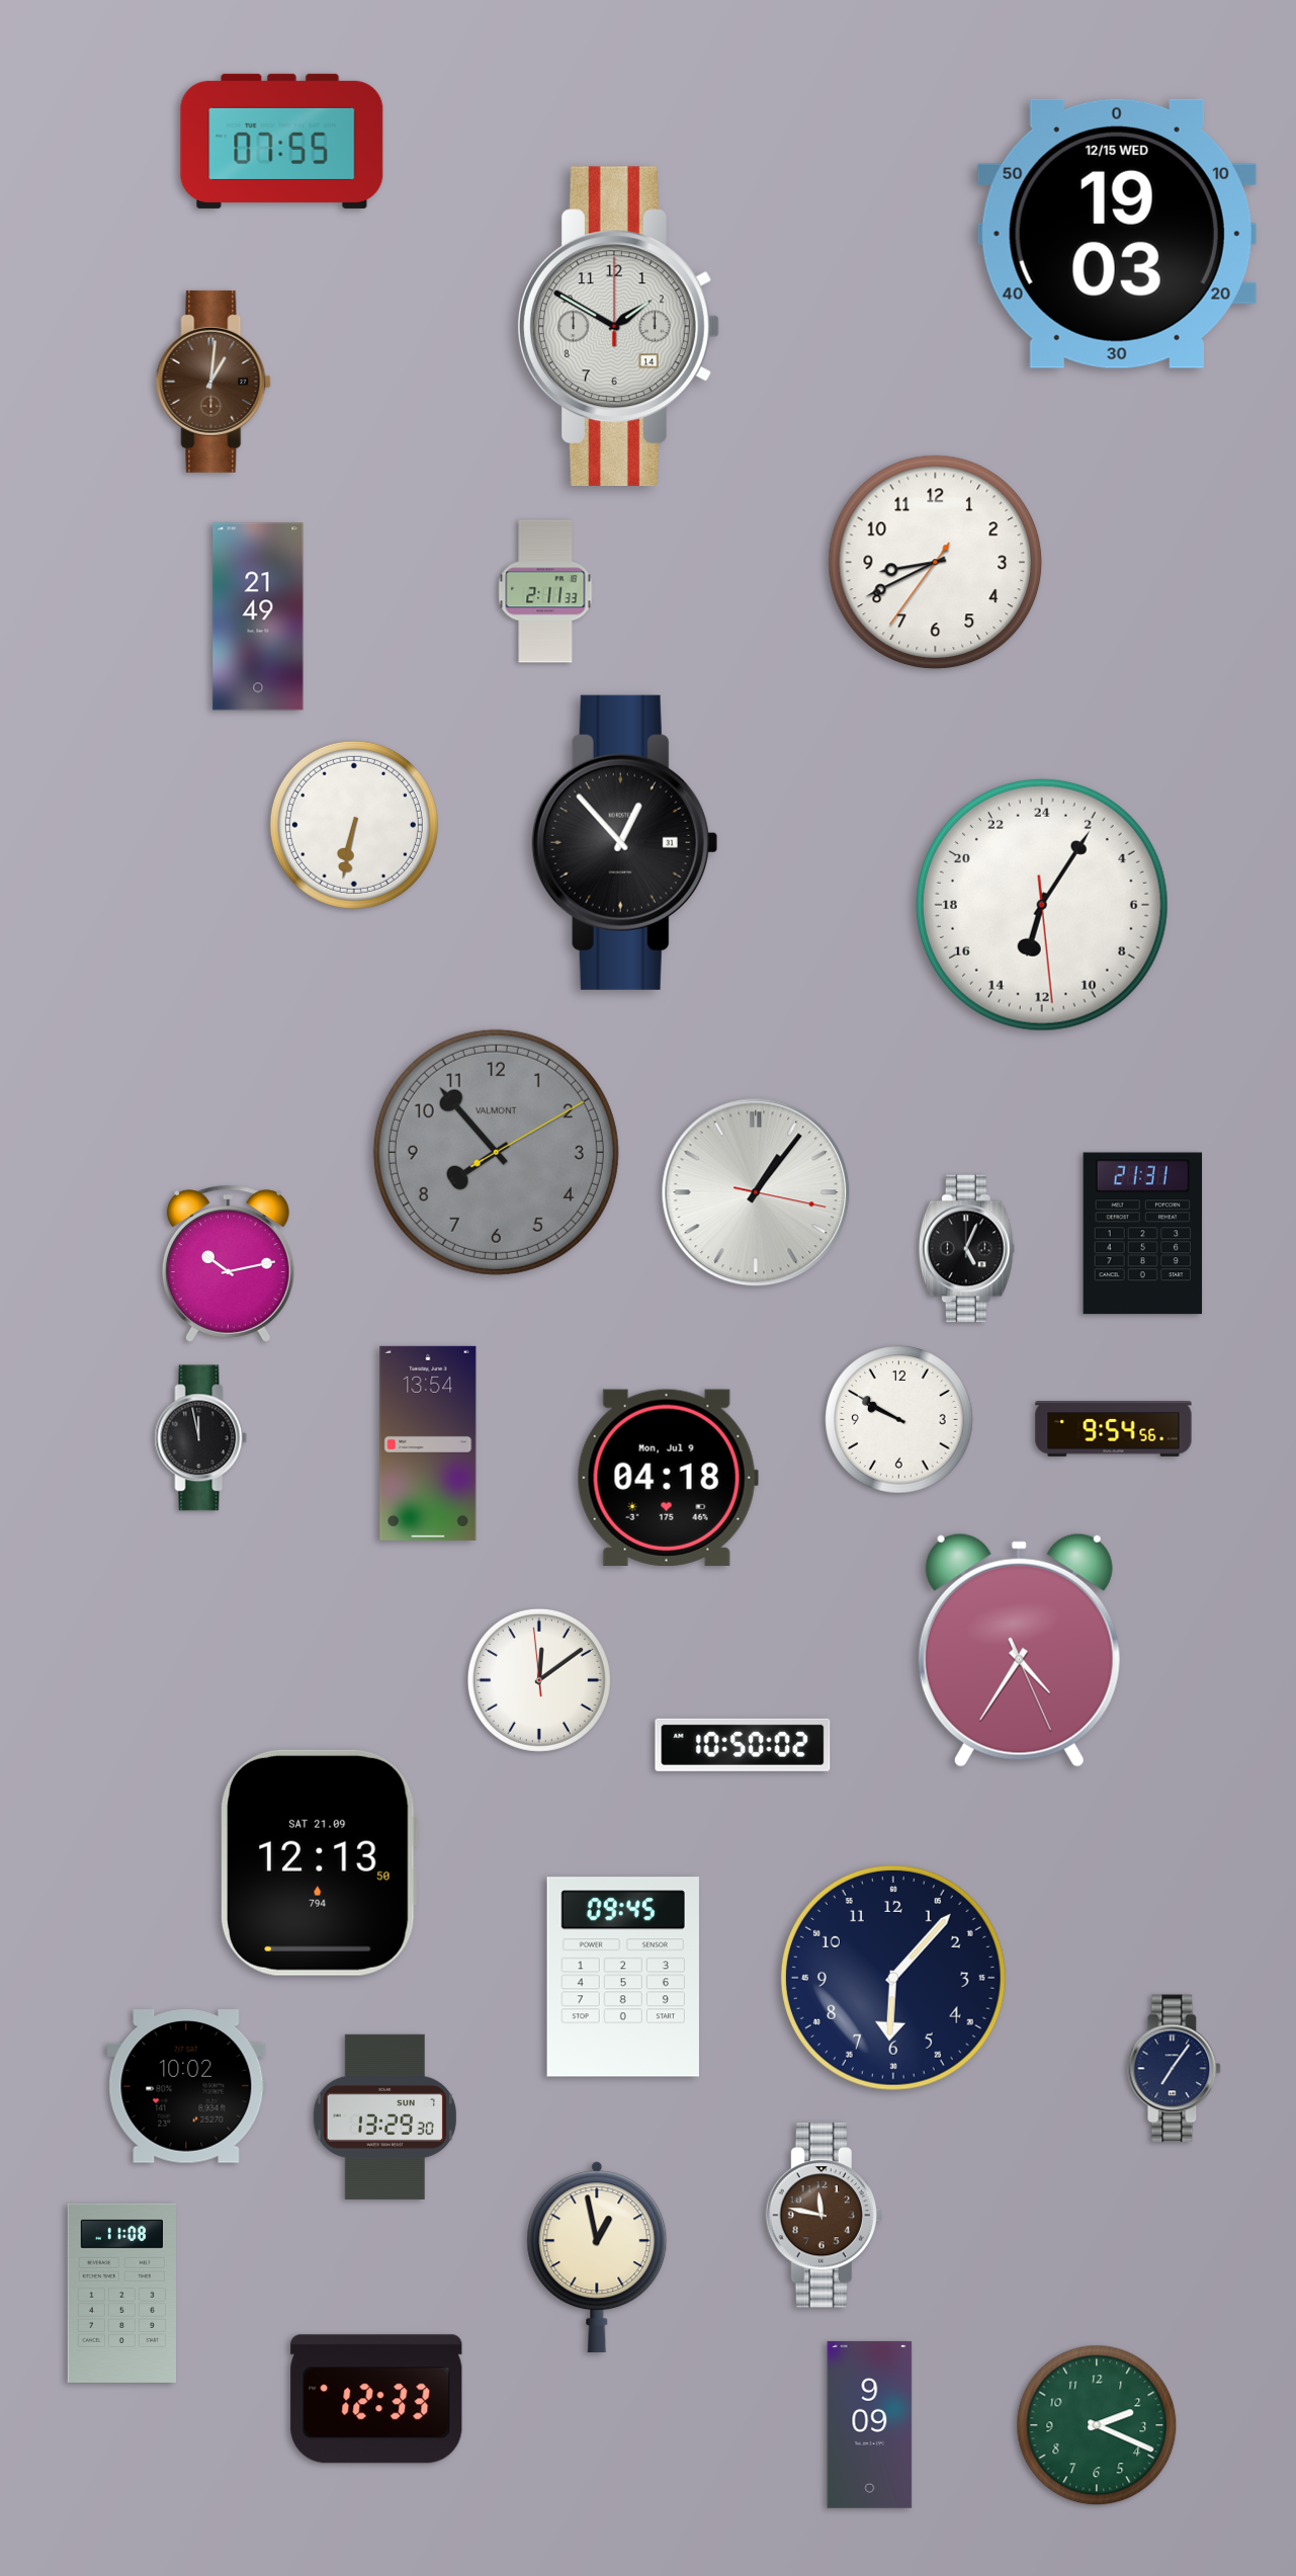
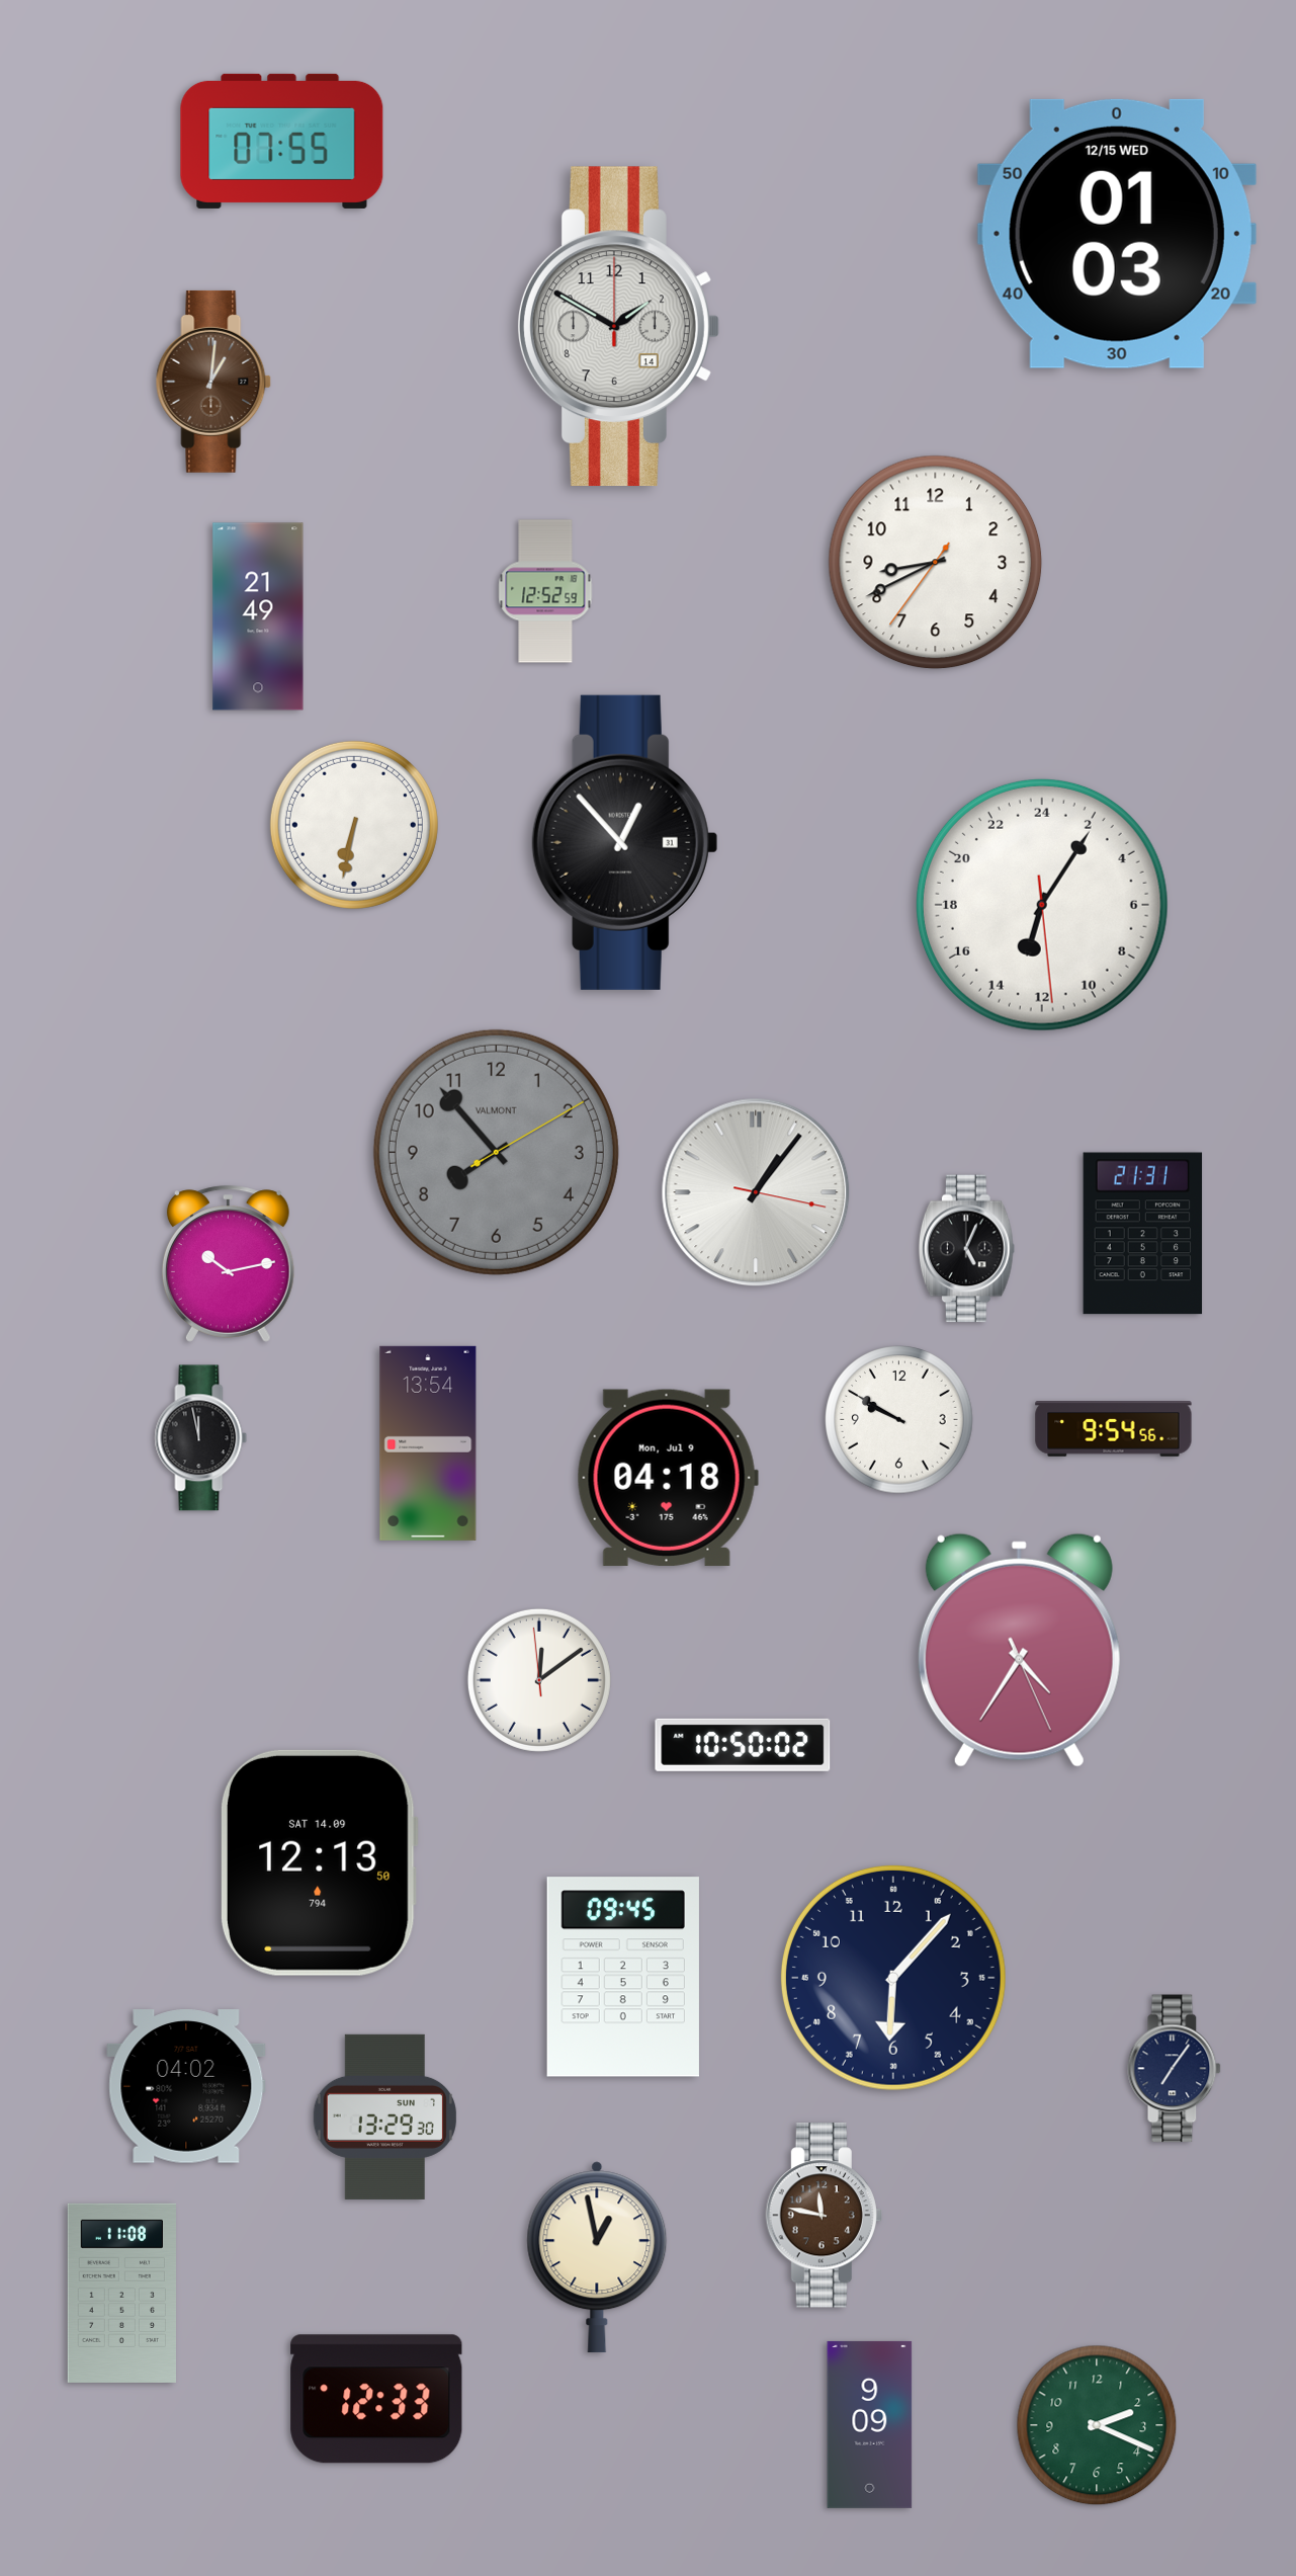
clock at (1117, 234): 19:03 -> 01:03
clock at (545, 591): 2:11 -> 12:52
clock at (319, 1862) date: SAT 21.09 -> SAT 14.09
clock at (186, 2086): 10:02 -> 04:02
